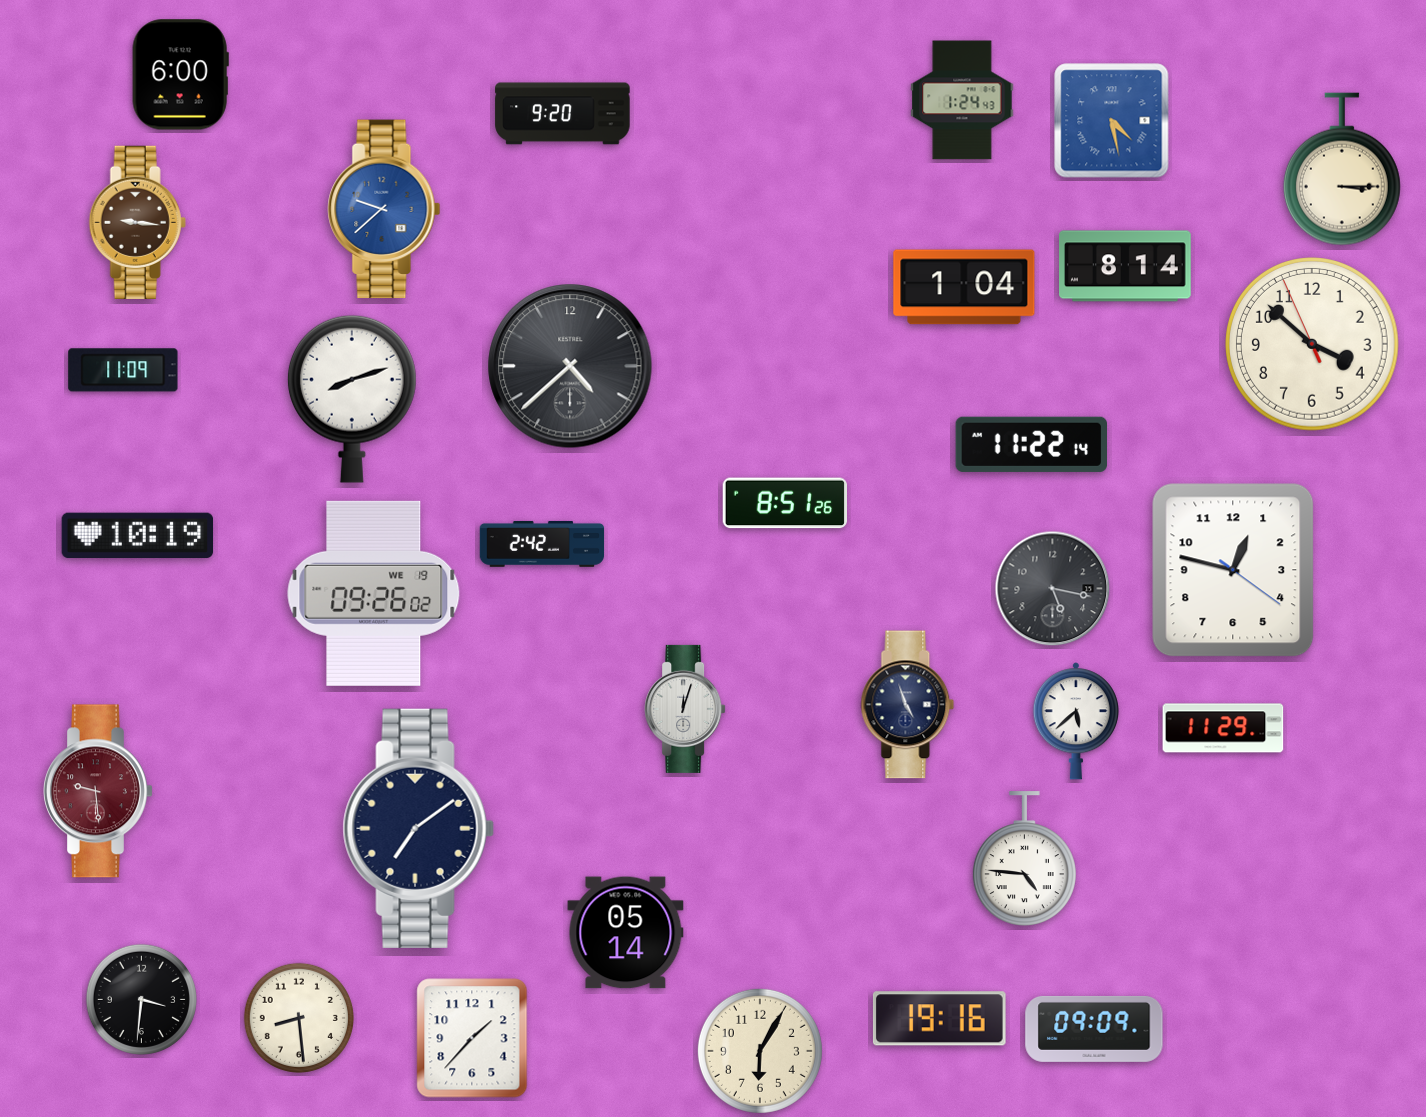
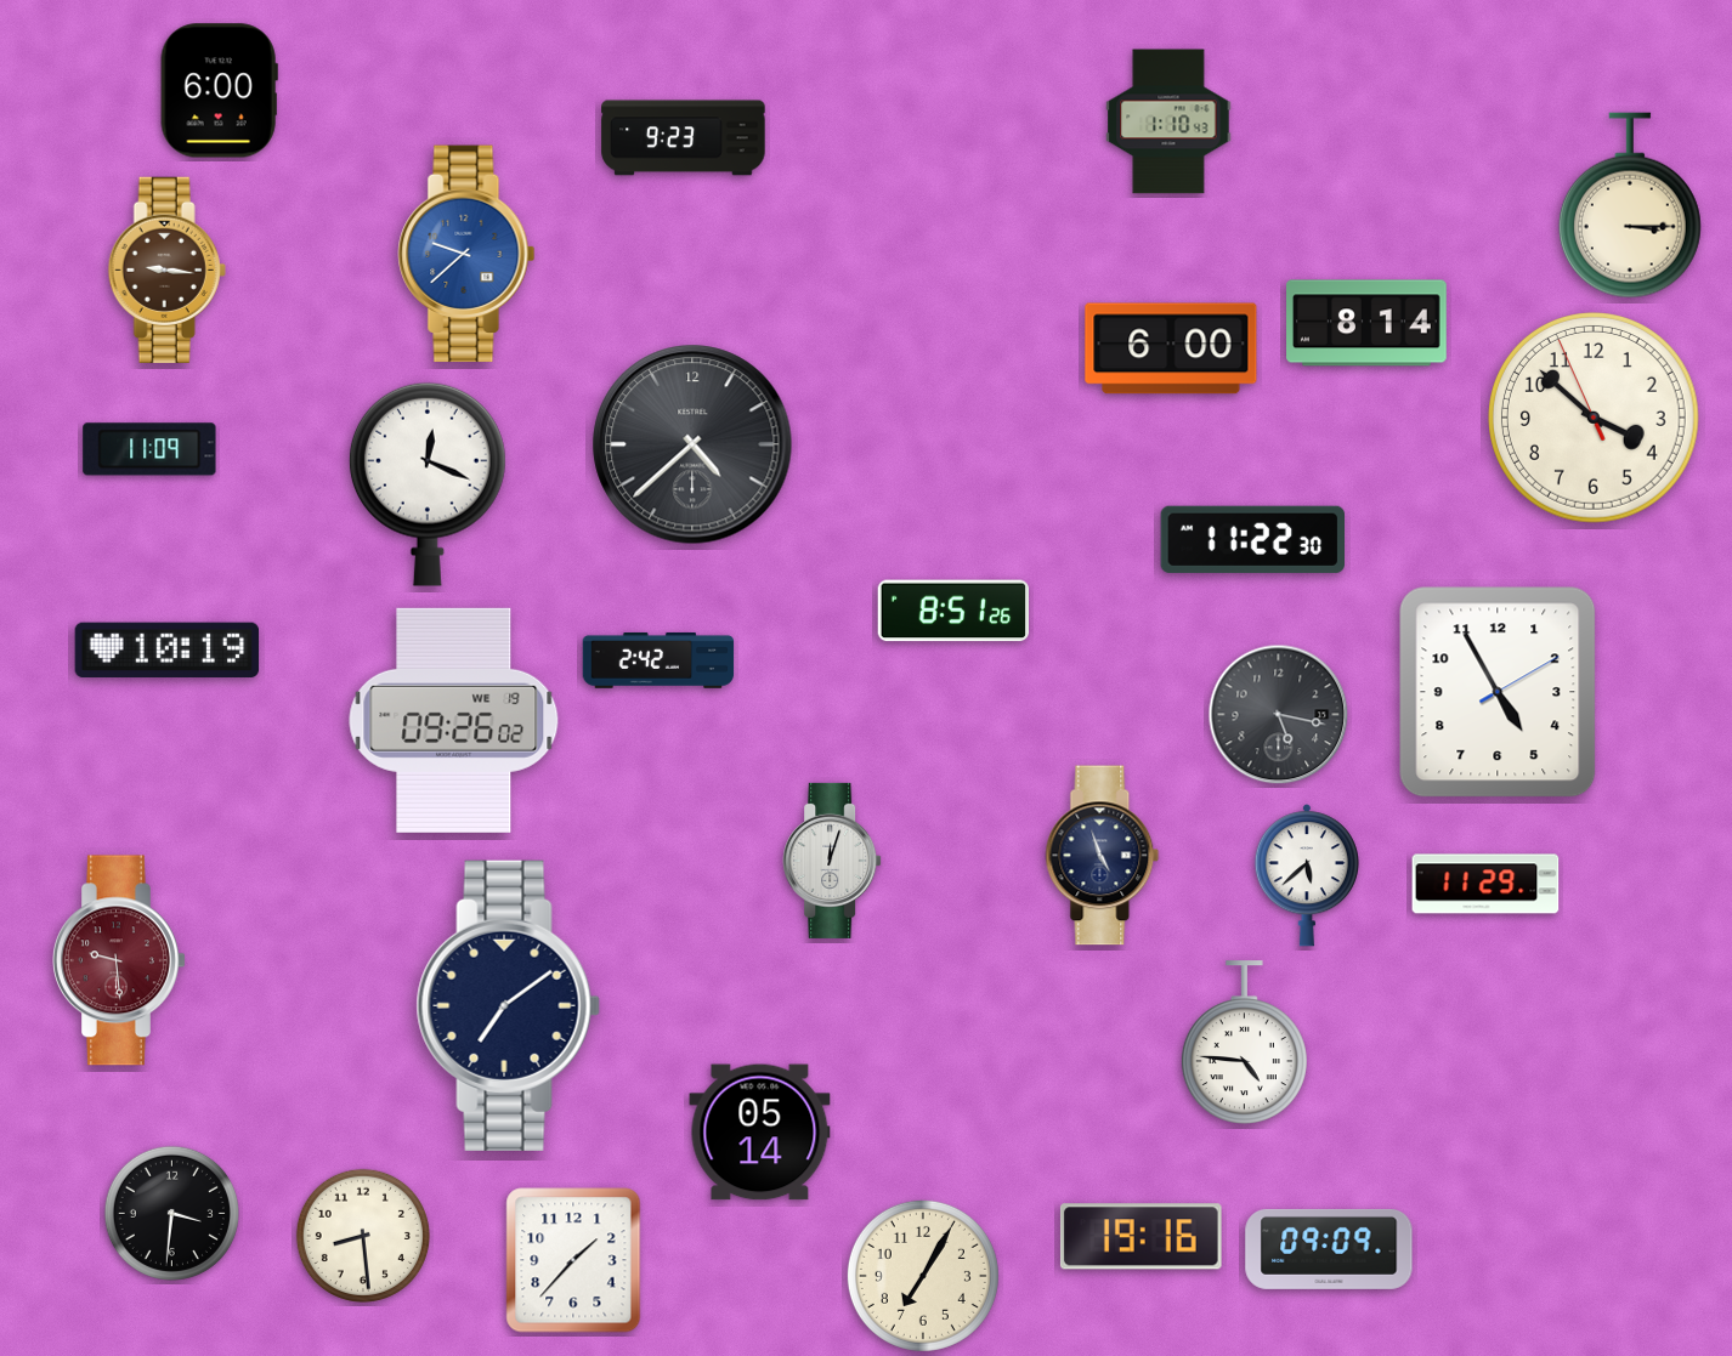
clock at (962, 100): 1:24 -> 1:10
clock at (563, 114): 9:20 -> 9:23
clock at (1112, 121): 4:28 -> none
clock at (964, 287): 1:04 -> 6:00
clock at (352, 399): 8:12 -> 12:19
clock at (1031, 444): 11:22:14 -> 11:22:30
clock at (1233, 570): 12:47 -> 4:55
clock at (760, 1051): 6:05 -> 7:05
